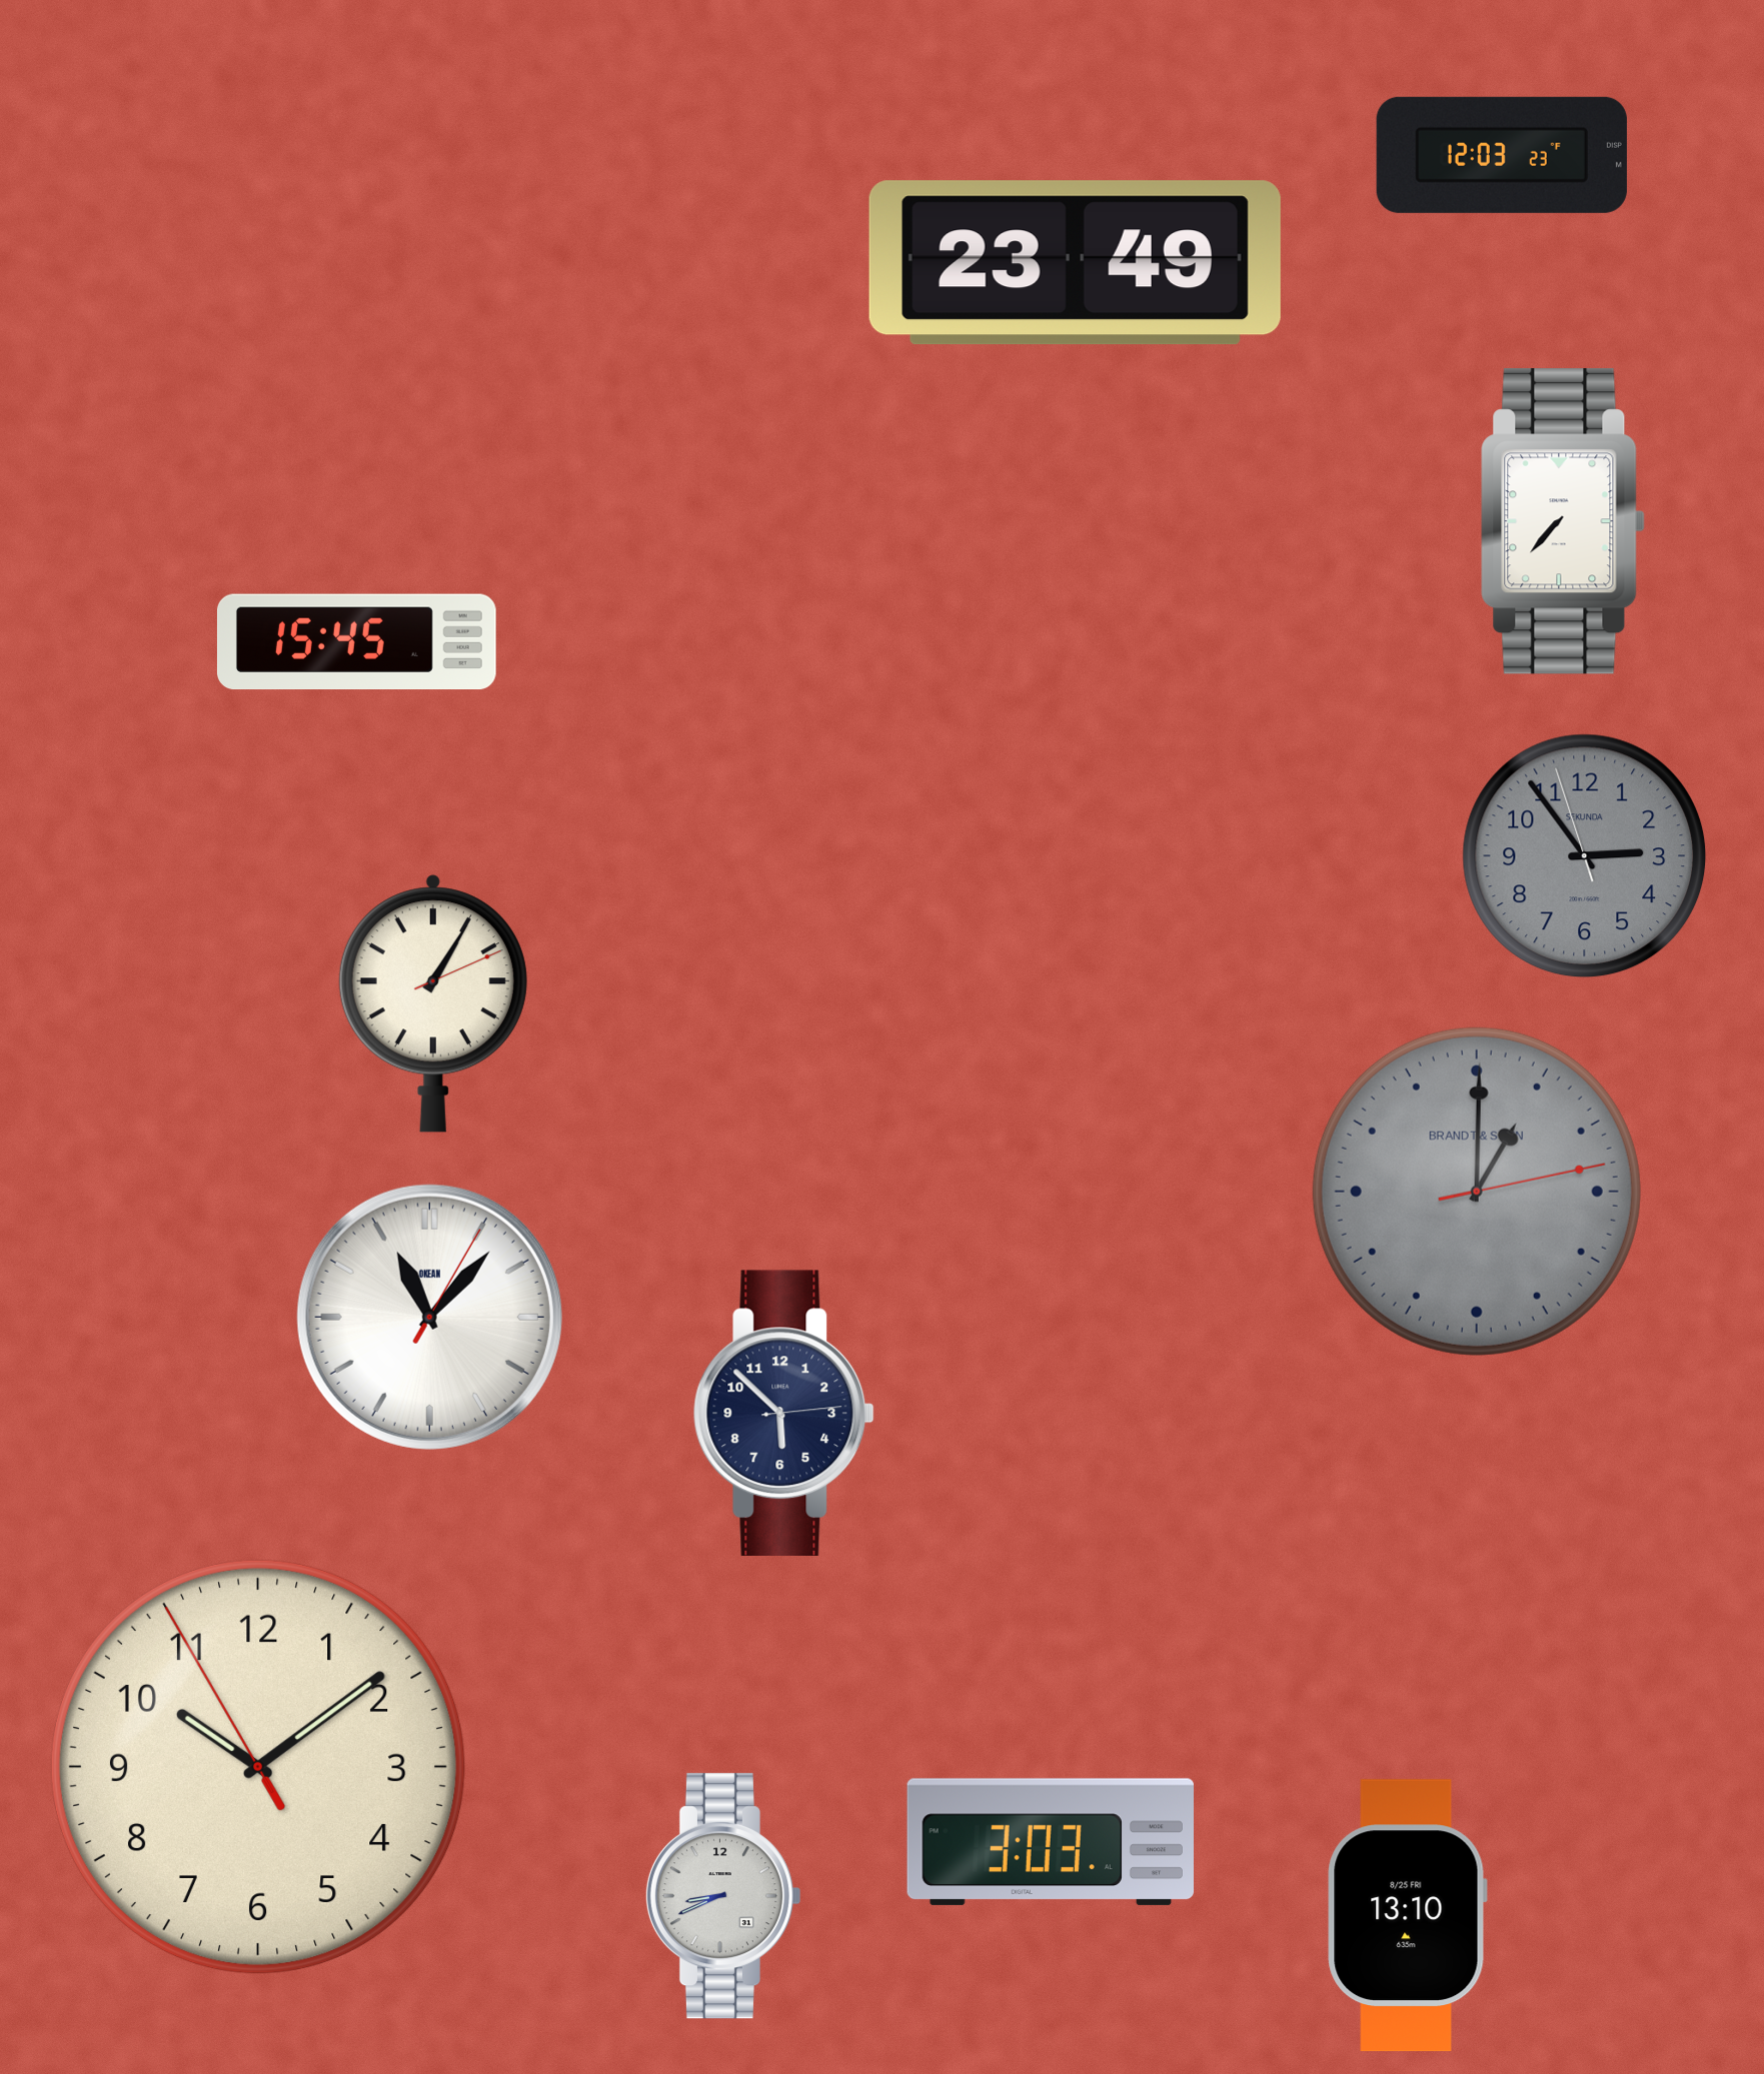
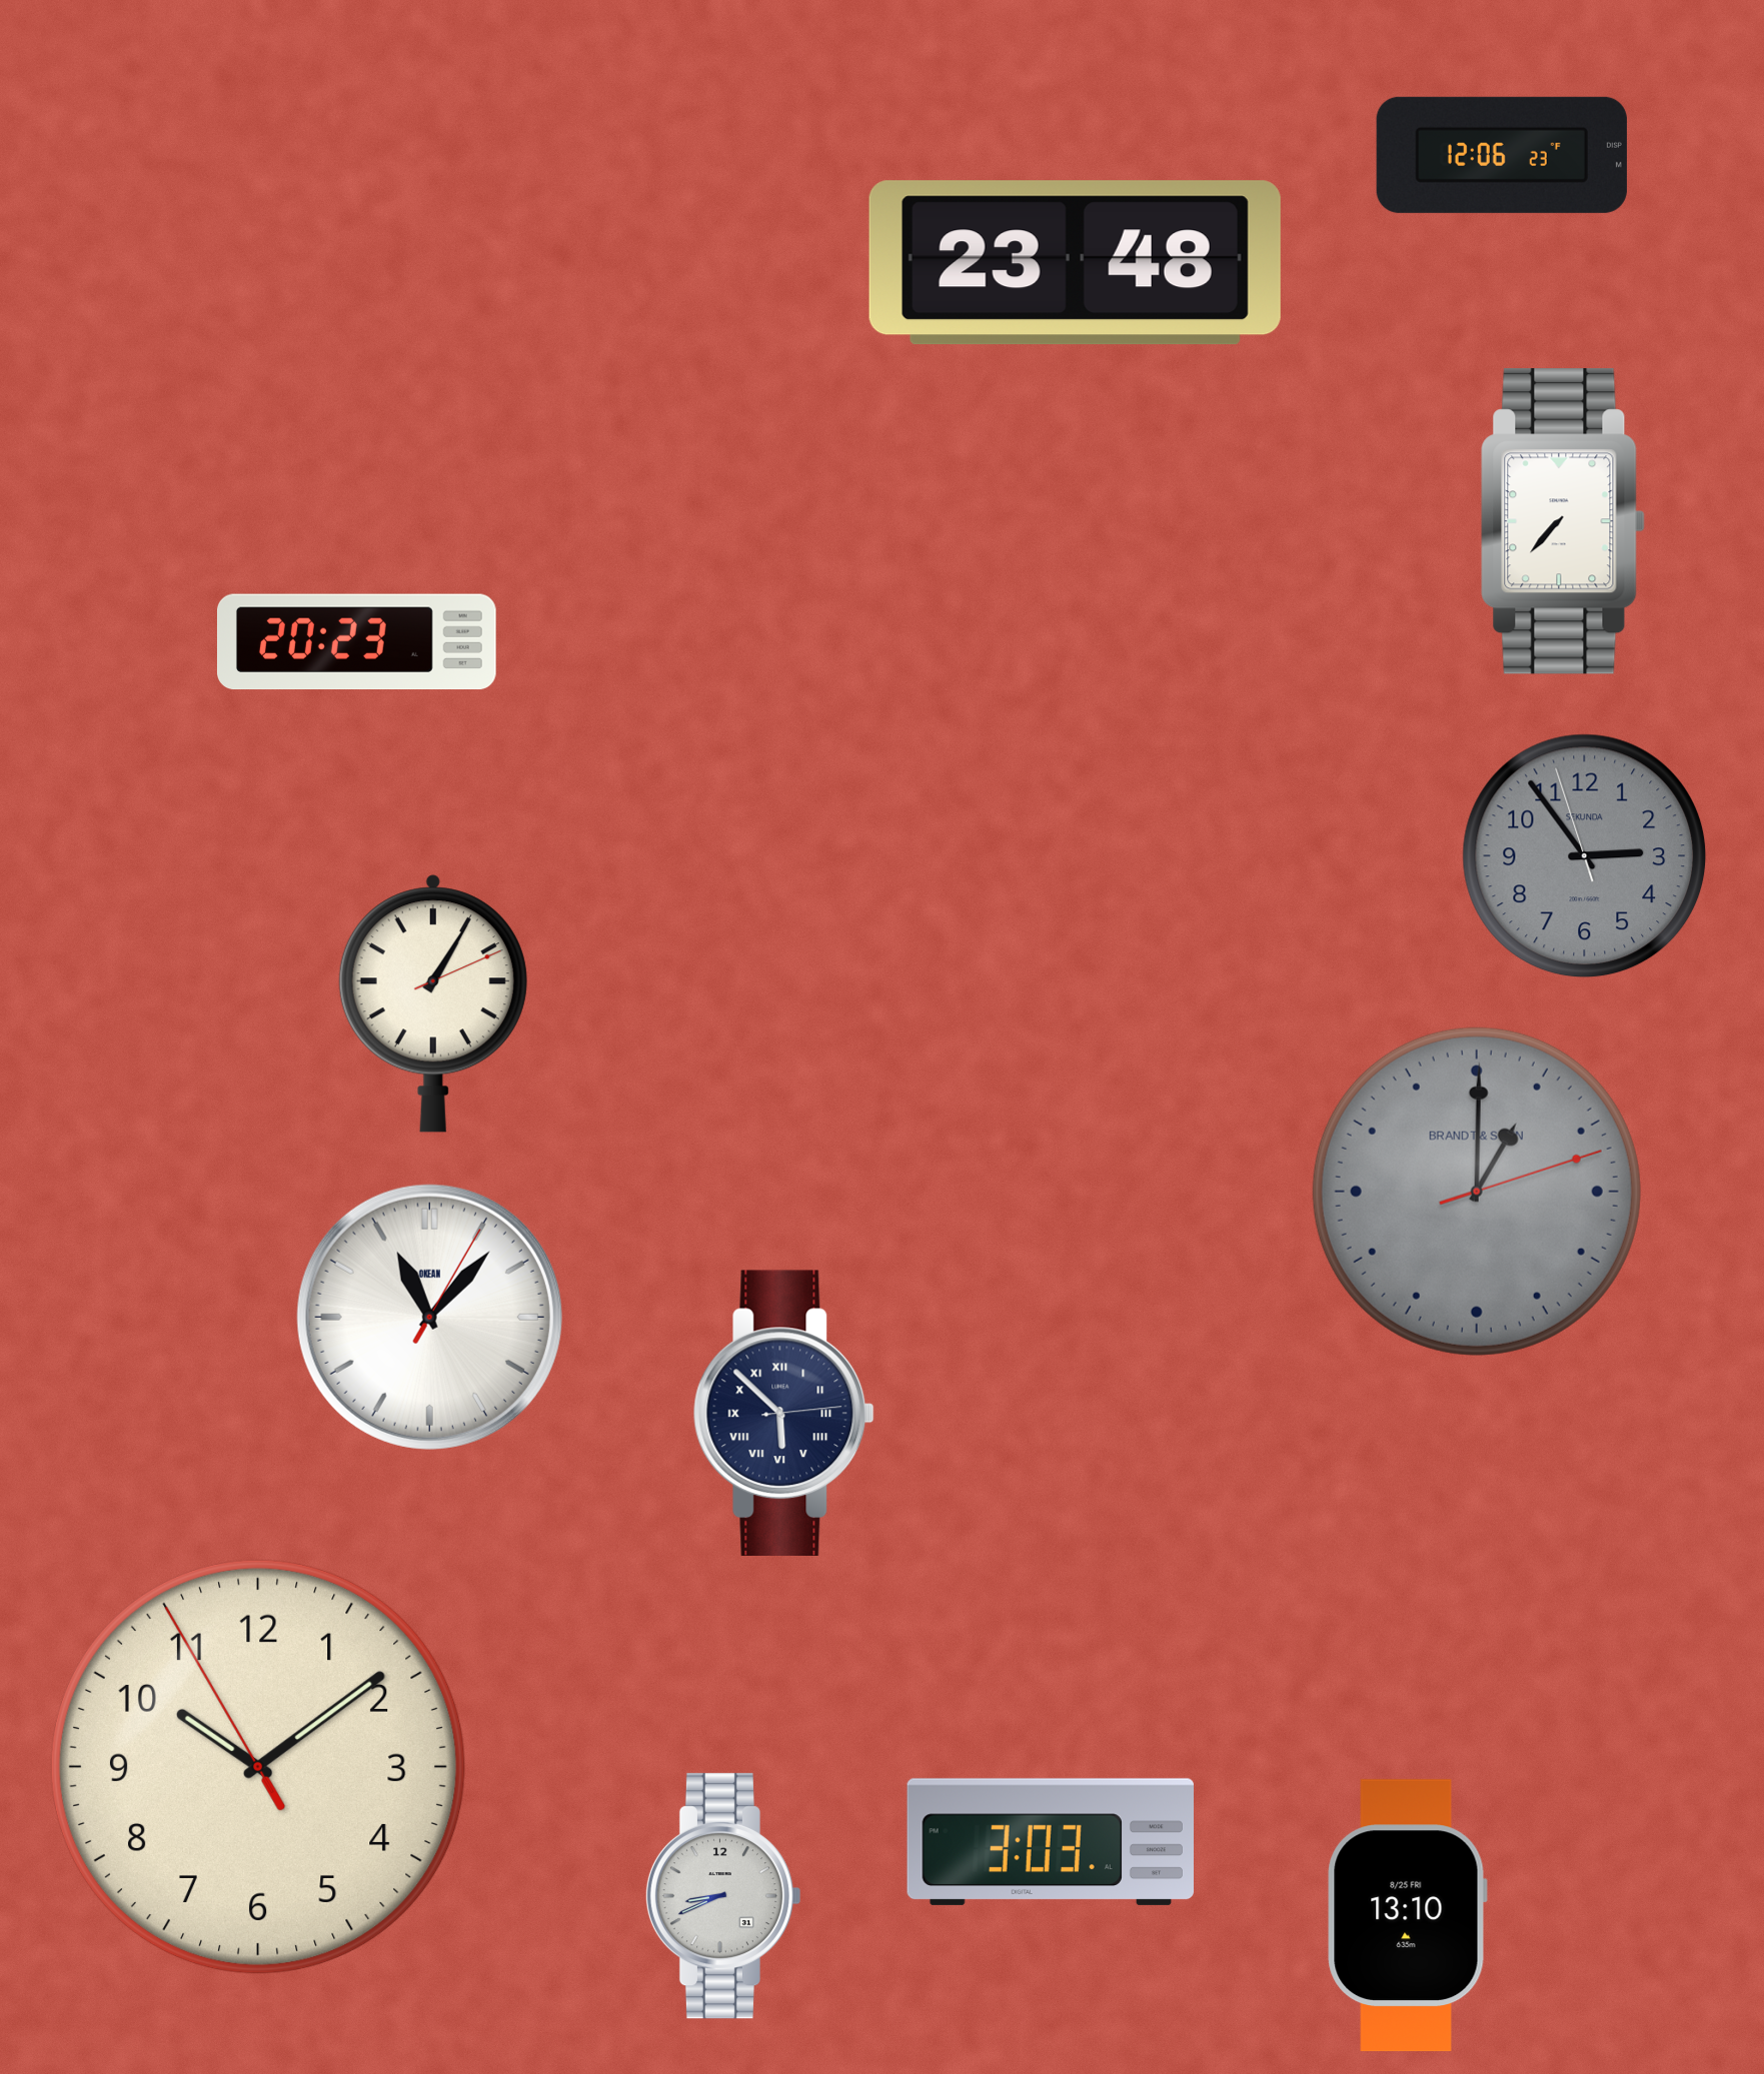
clock at (1502, 155): 12:03 -> 12:06
clock at (1075, 263): 23:49 -> 23:48
clock at (356, 642): 15:45 -> 20:23
clock at (1477, 1192): 1:00:13 -> 1:00:12
clock at (783, 1413) numerals: Arabic -> Roman
